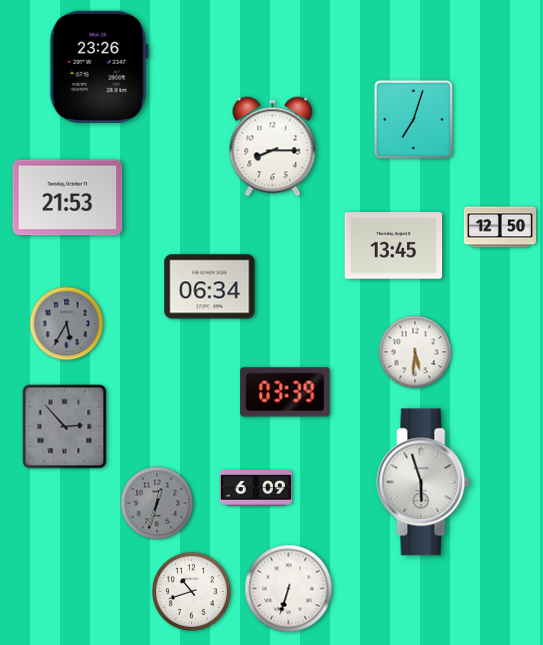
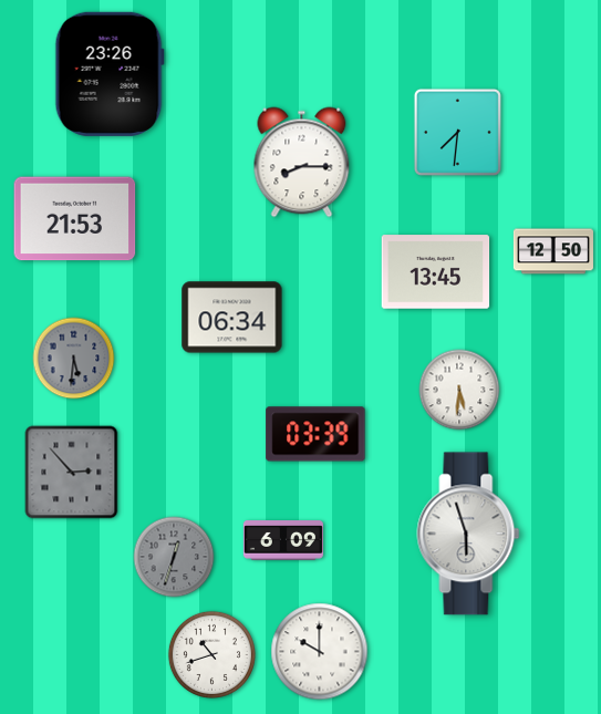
clock at (413, 119): 7:03 -> 7:31
clock at (67, 324): 5:35 -> 5:31
clock at (289, 589): 6:33 -> 10:00
